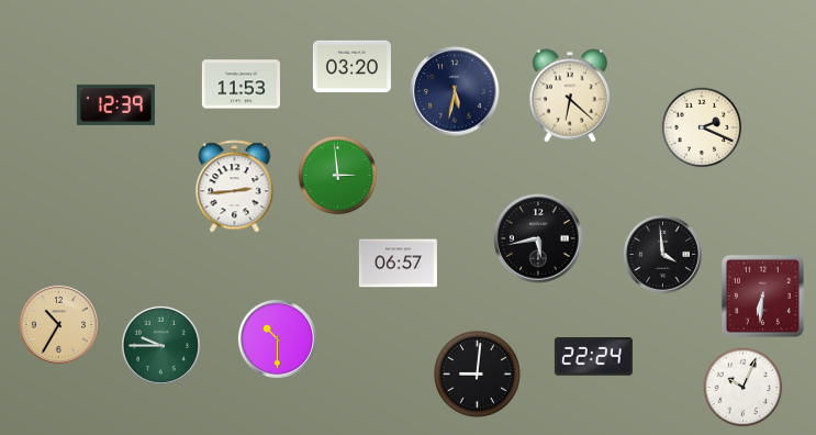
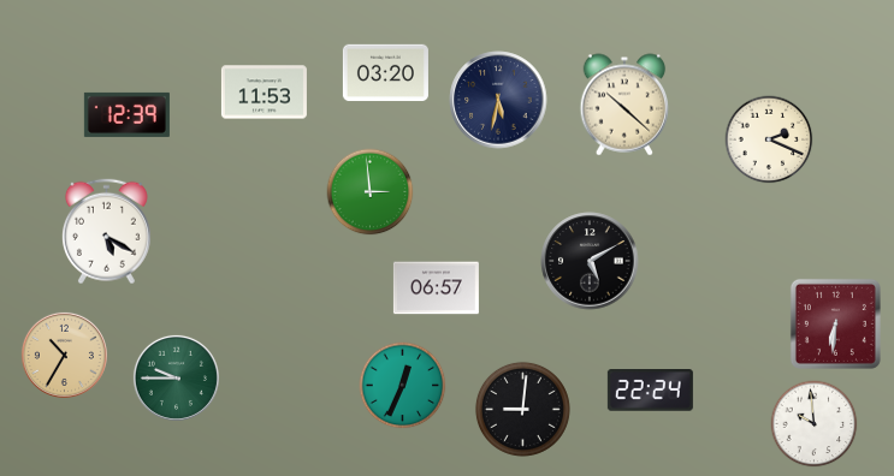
clock at (570, 96): 6:22 -> 10:22
clock at (235, 187): 2:44 -> none
clock at (106, 232): none -> 5:20
clock at (538, 238): 5:43 -> 5:10
clock at (662, 254): 3:59 -> none
clock at (277, 338): 10:30 -> none
clock at (403, 386): none -> 12:34
clock at (744, 388): 10:04 -> 9:59
